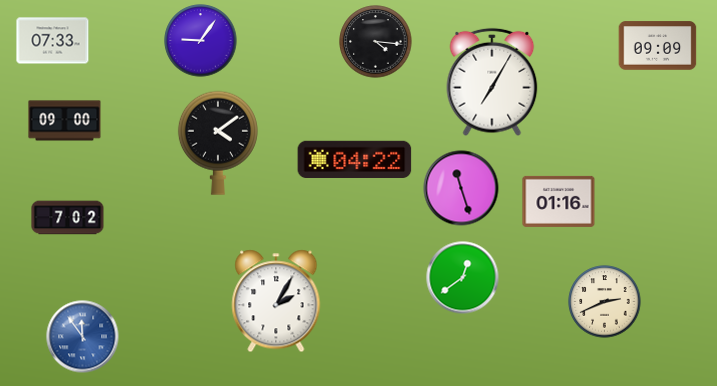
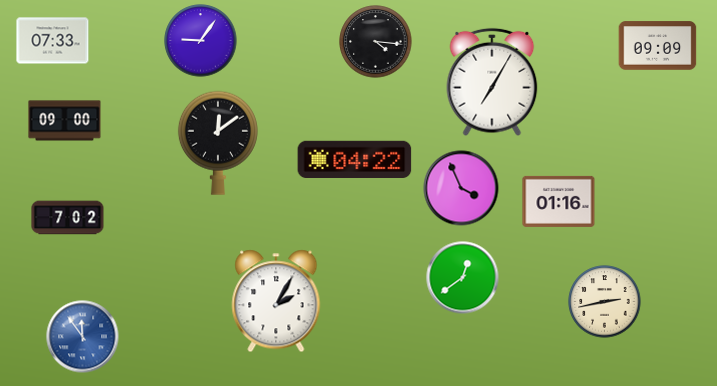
clock at (218, 143): 4:09 -> 12:09
clock at (461, 188): 11:27 -> 3:56
clock at (605, 302): 2:41 -> 2:43
